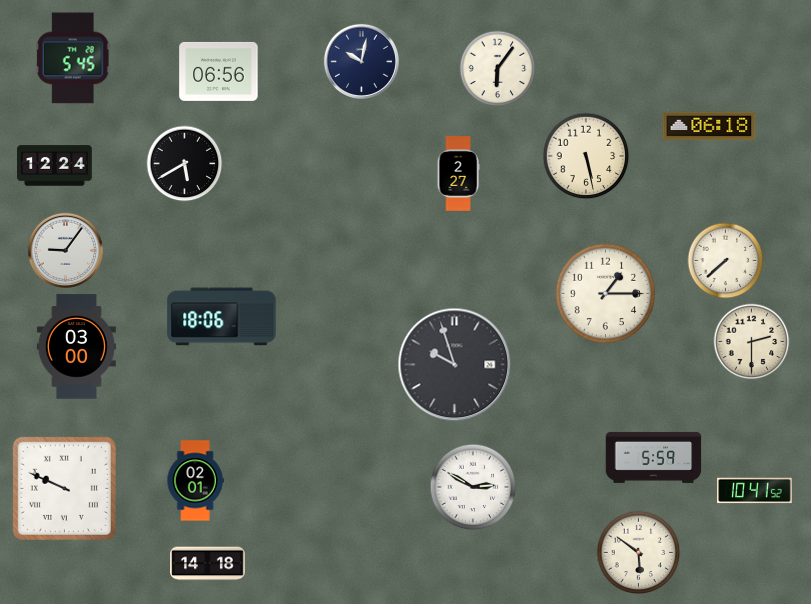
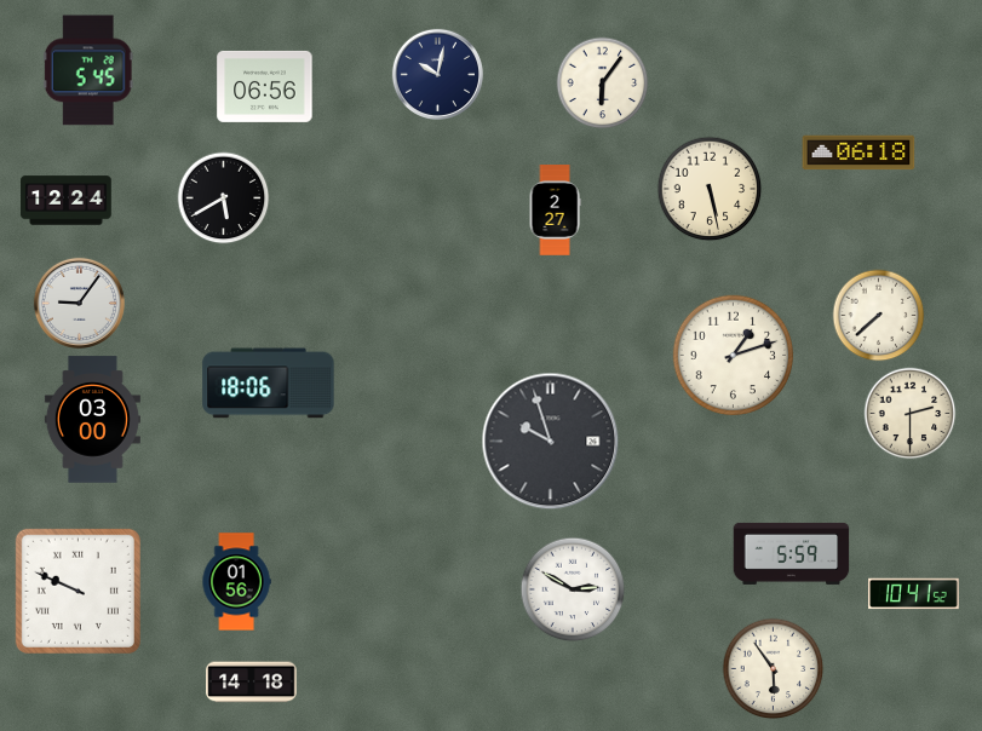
clock at (606, 294): 1:15 -> 1:12
clock at (195, 481): 02:01 -> 01:56
clock at (639, 553): 5:51 -> 5:54
